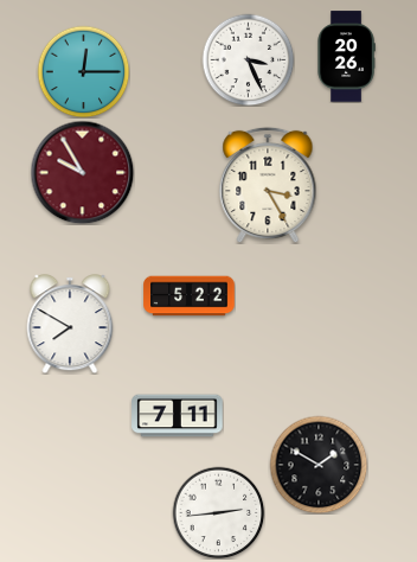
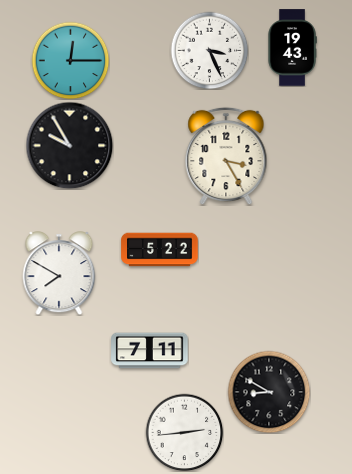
clock at (346, 57): 20:26 -> 19:43
clock at (82, 172) dial: burgundy -> black
clock at (319, 465): 1:50 -> 8:50
